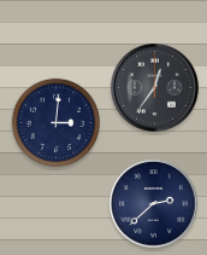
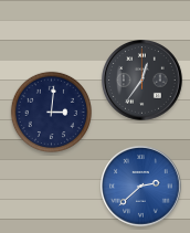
clock at (154, 204) dial: navy -> blue
